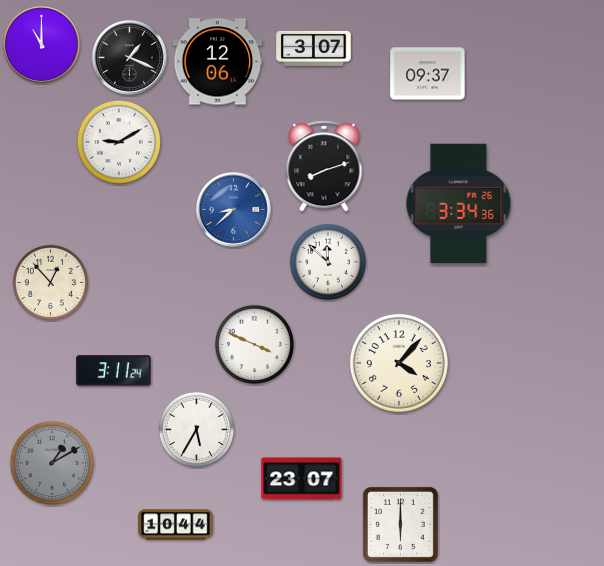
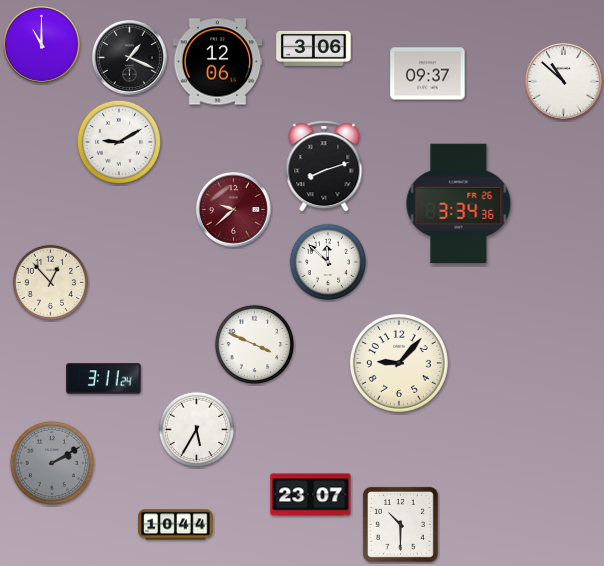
clock at (314, 48): 3:07 -> 3:06
clock at (563, 81): none -> 10:52
clock at (233, 209): 8:38 -> 9:38
clock at (233, 209) dial: blue -> burgundy
clock at (399, 363): 4:07 -> 9:07
clock at (114, 371) position: (114, 371) -> (104, 379)
clock at (52, 463): 1:10 -> 2:10
clock at (302, 479) position: (302, 479) -> (311, 495)
clock at (400, 524): 6:00 -> 10:30
